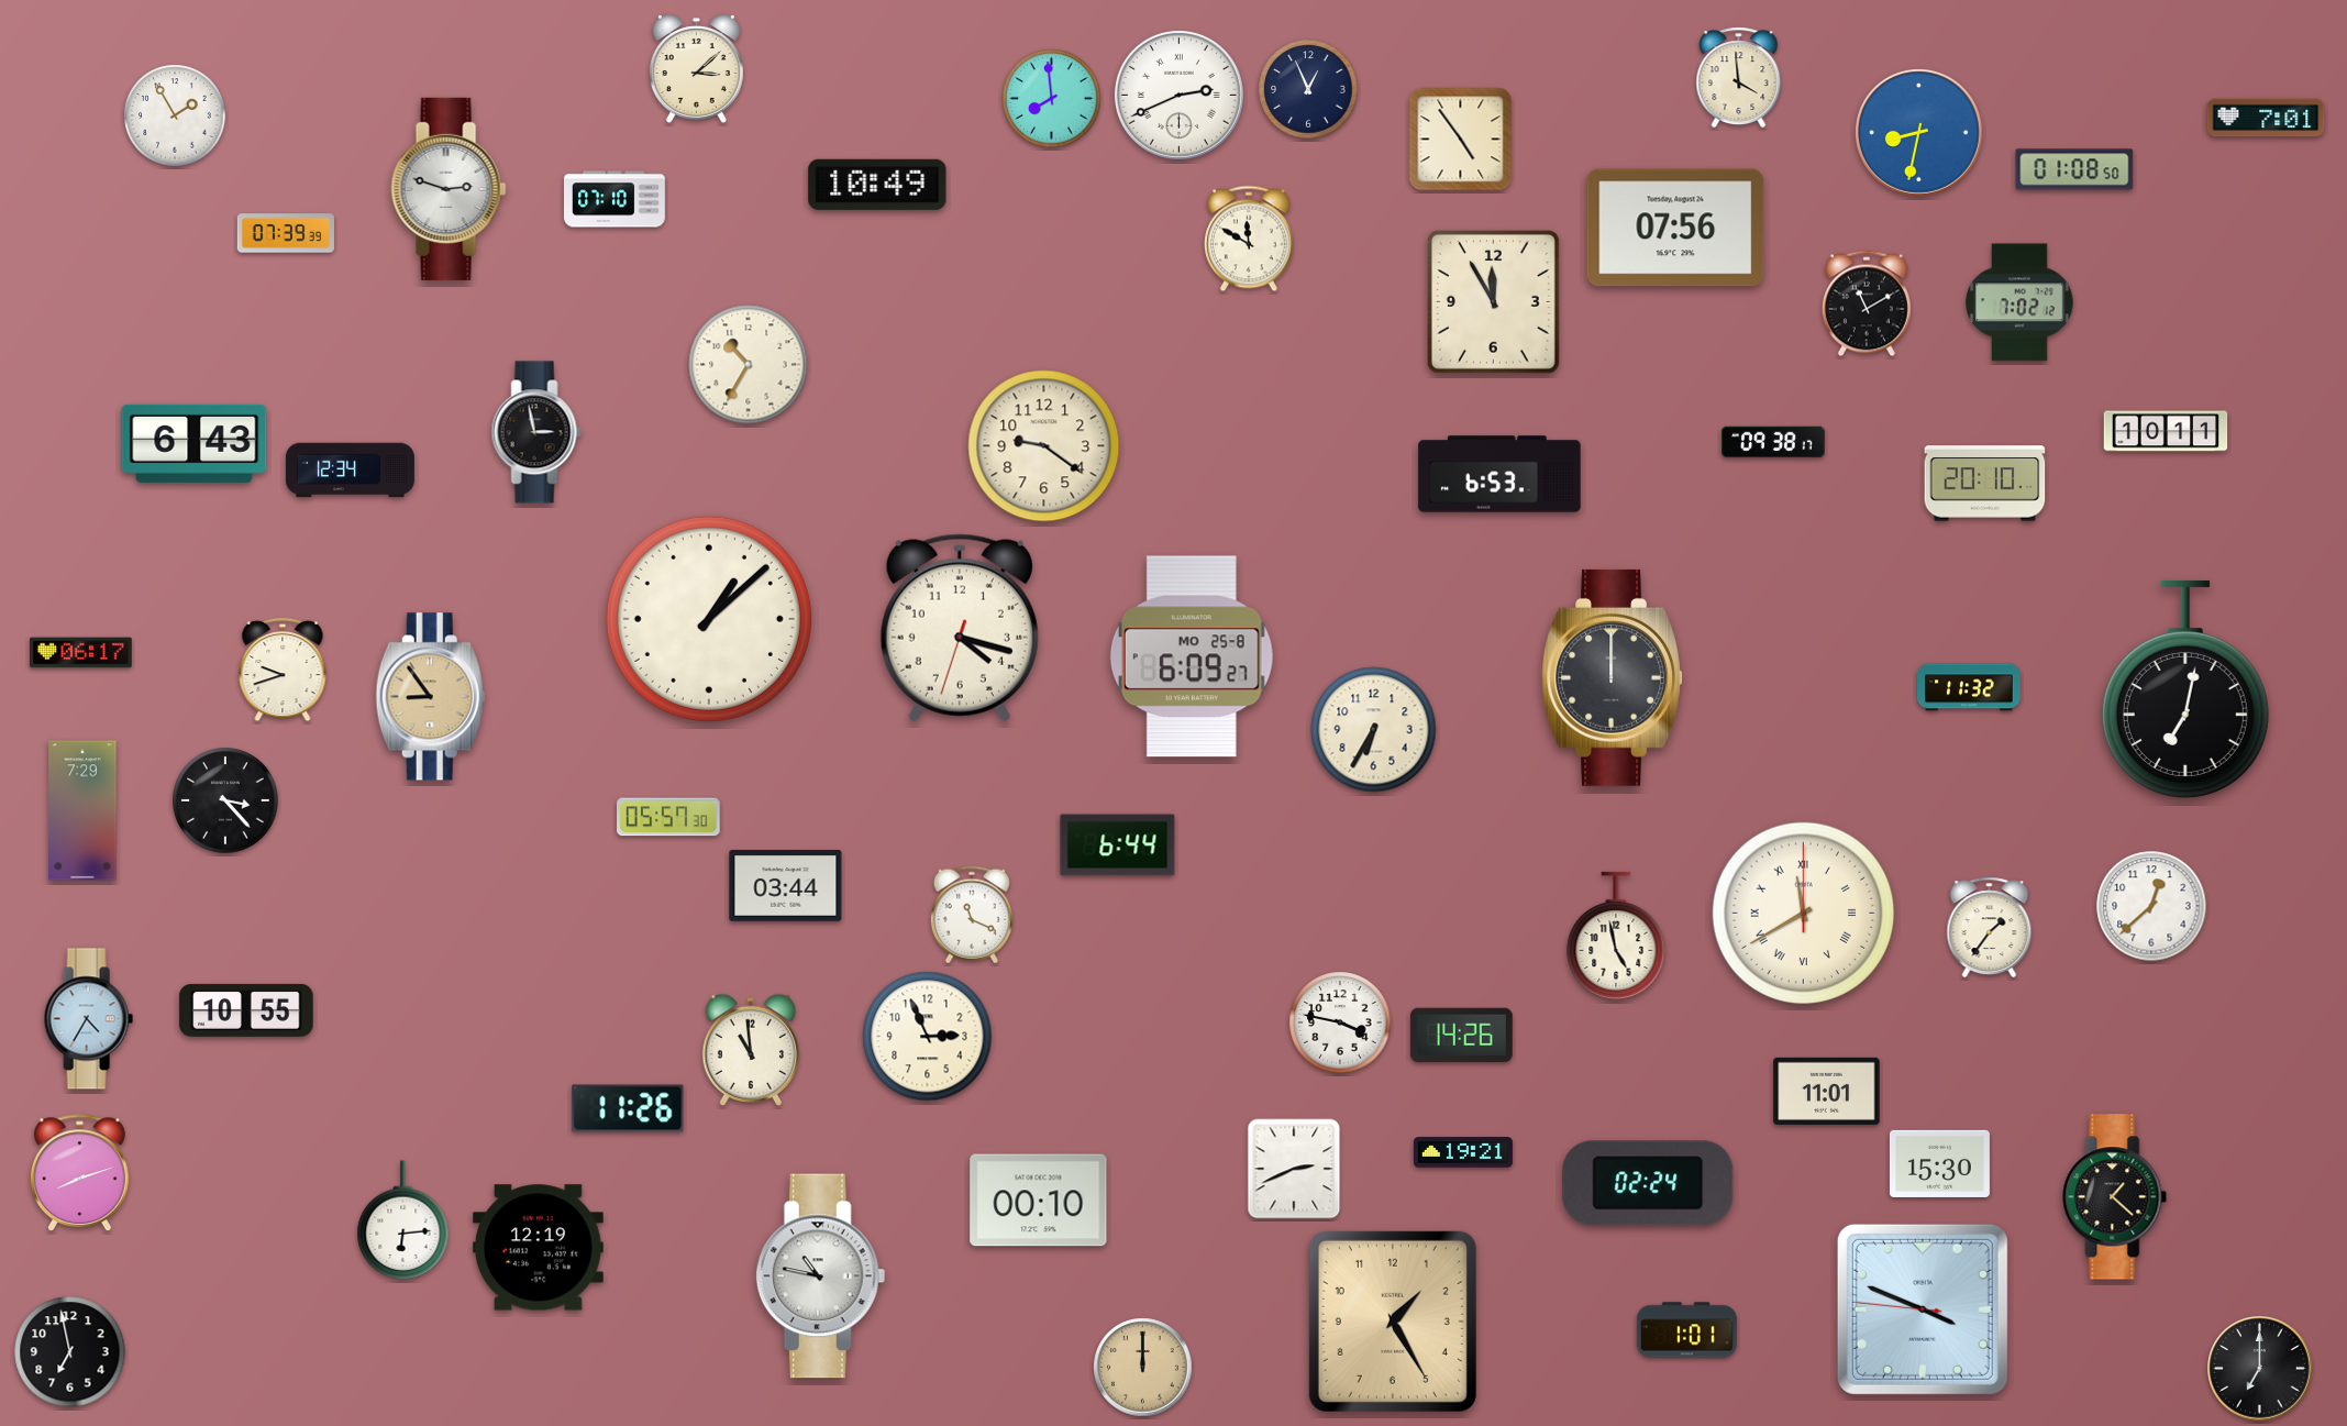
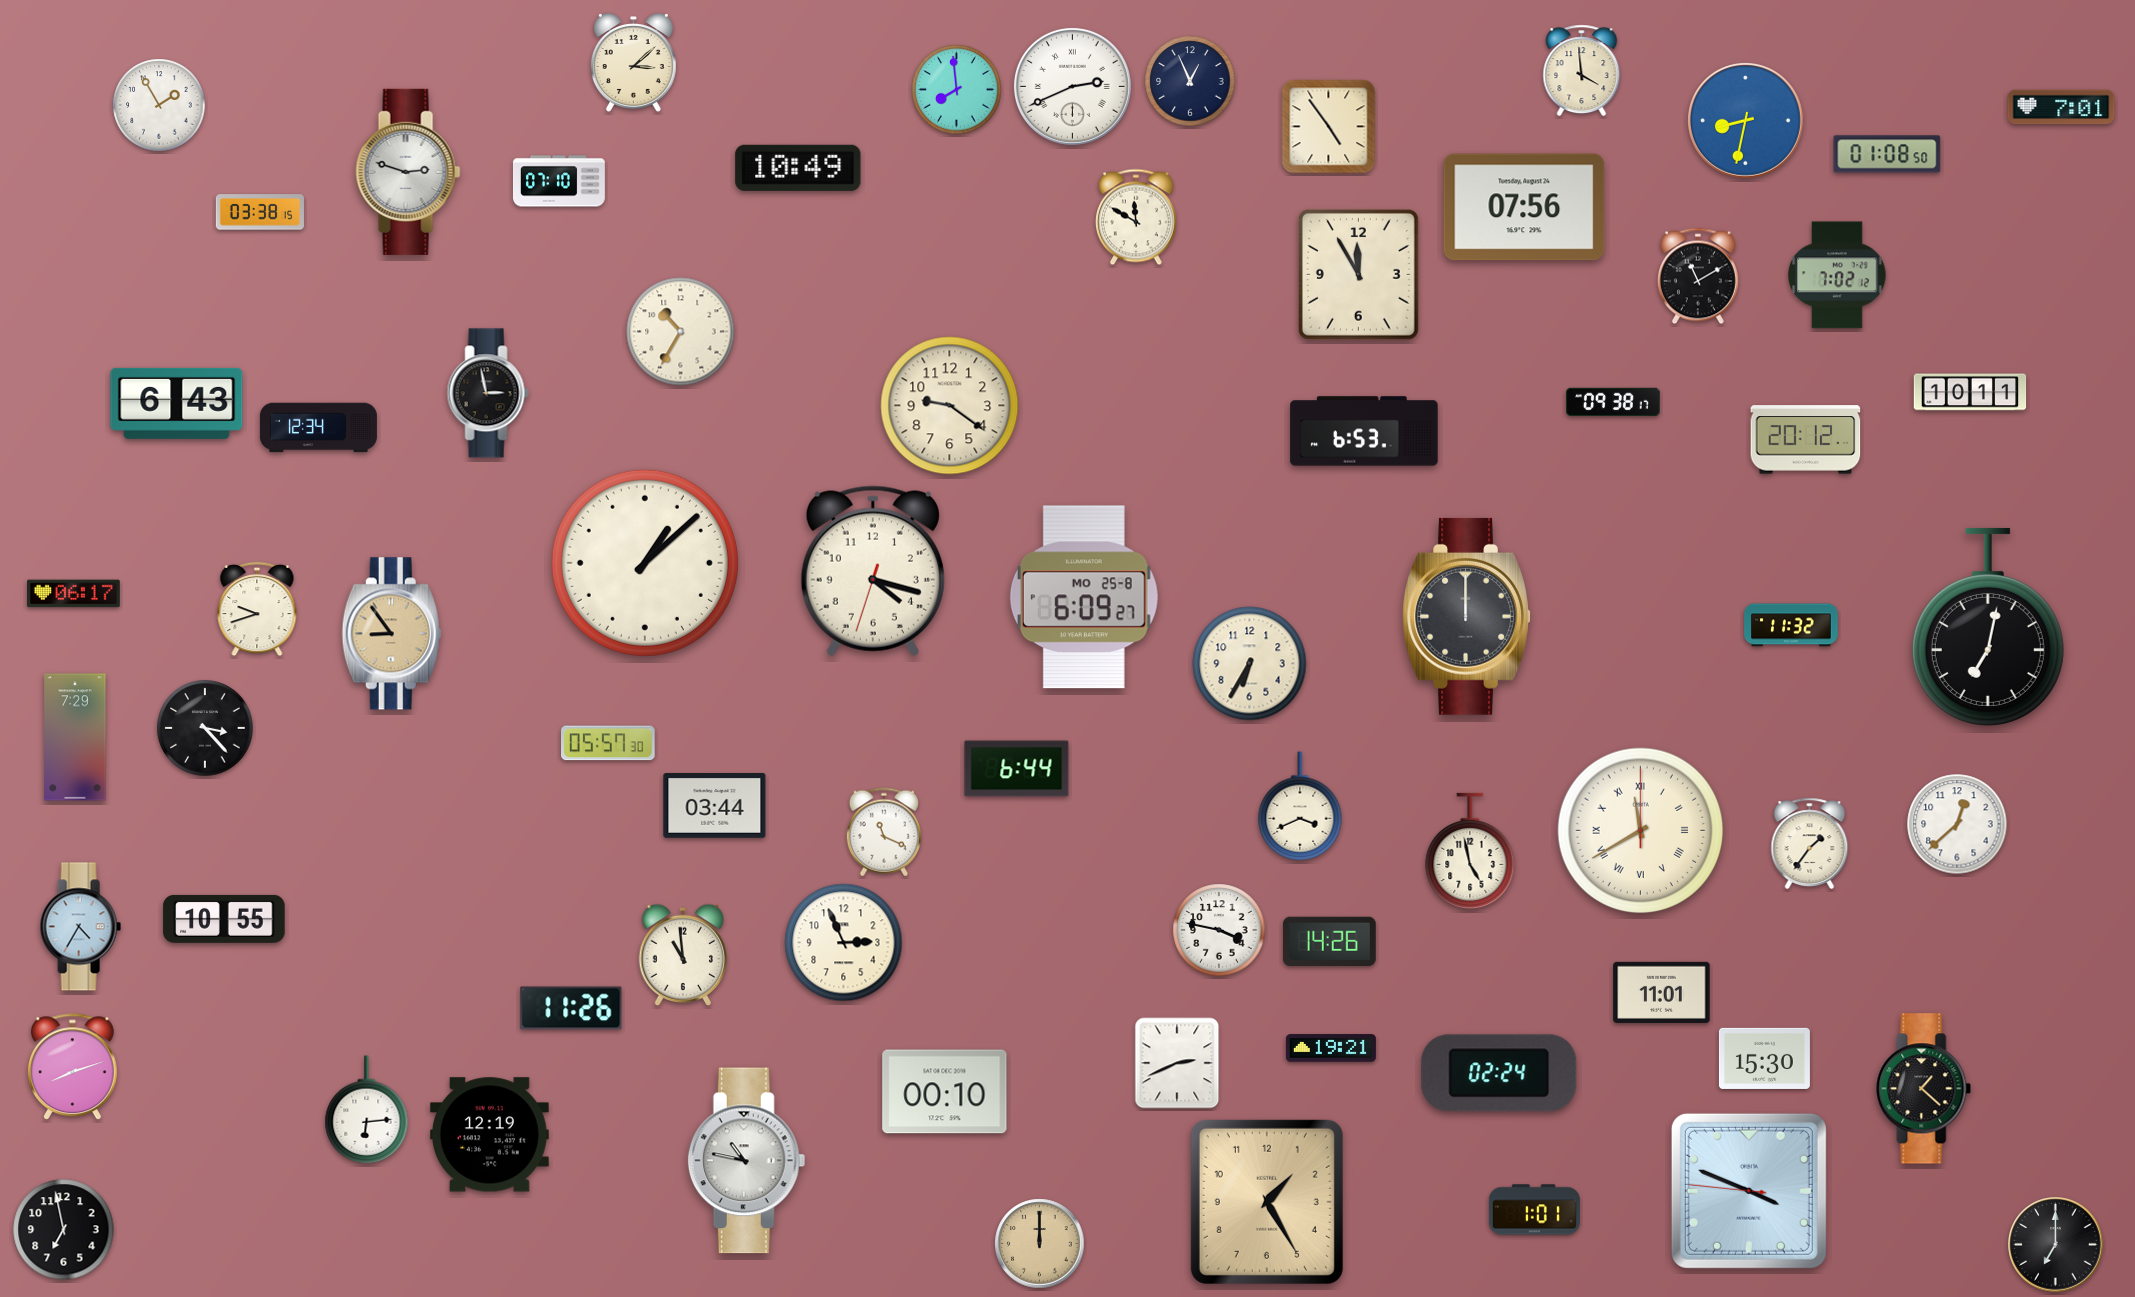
clock at (286, 233): 07:39 -> 03:38
clock at (1985, 484): 20:10 -> 20:12
clock at (1300, 806): none -> 3:41
clock at (1648, 1183) position: (1648, 1183) -> (1499, 1073)
